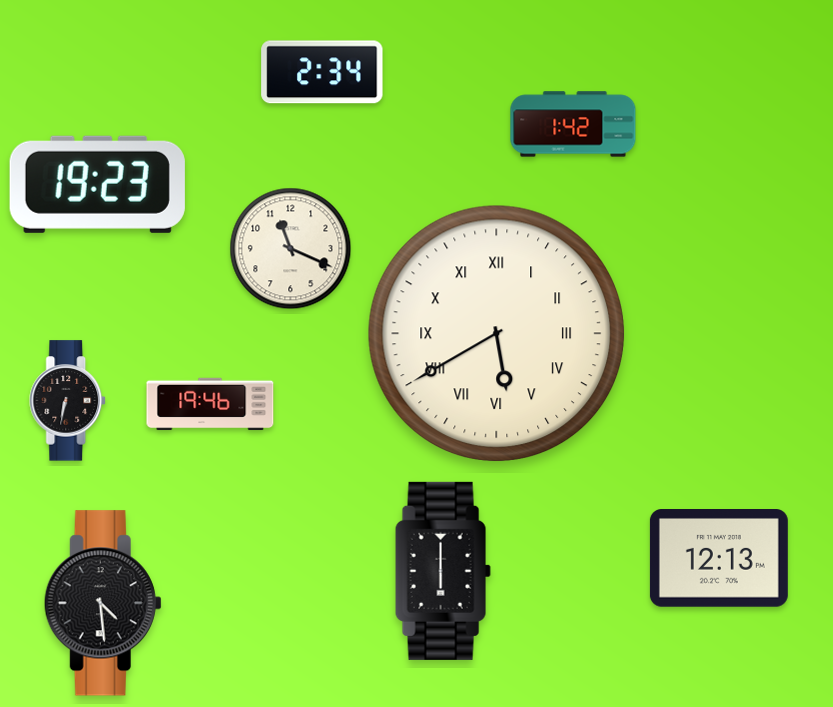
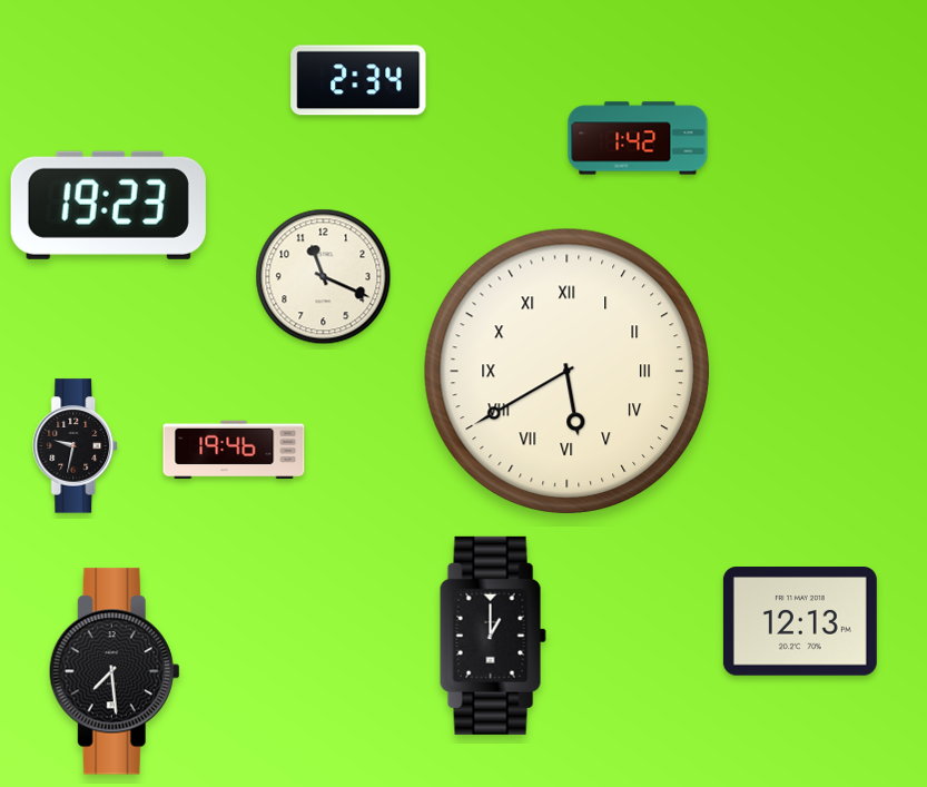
clock at (496, 333) position: (496, 333) -> (566, 371)
clock at (68, 401): 6:32 -> 9:32
clock at (443, 571): 6:00 -> 1:00
clock at (103, 603): 4:29 -> 7:29
